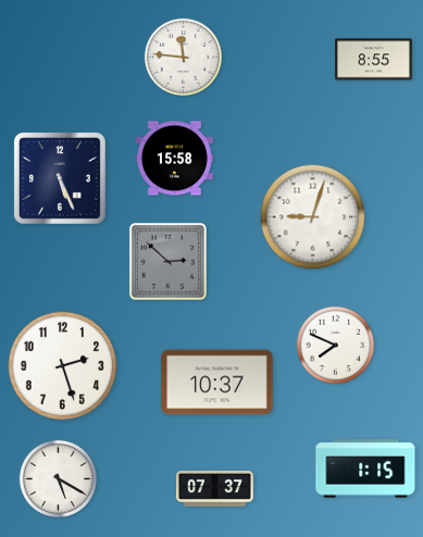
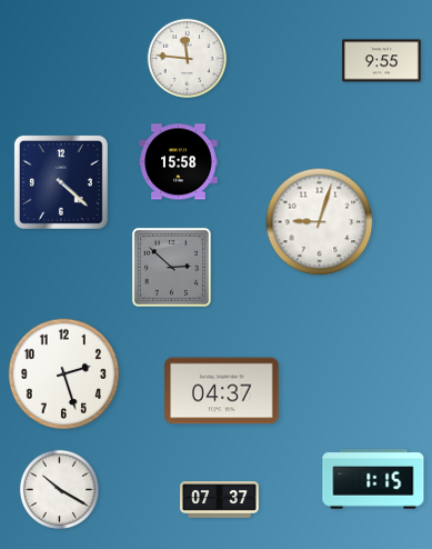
clock at (374, 60): 8:55 -> 9:55
clock at (60, 178): 5:26 -> 4:22
clock at (336, 346): 7:49 -> none
clock at (217, 383): 10:37 -> 04:37
clock at (59, 479): 5:20 -> 10:20
